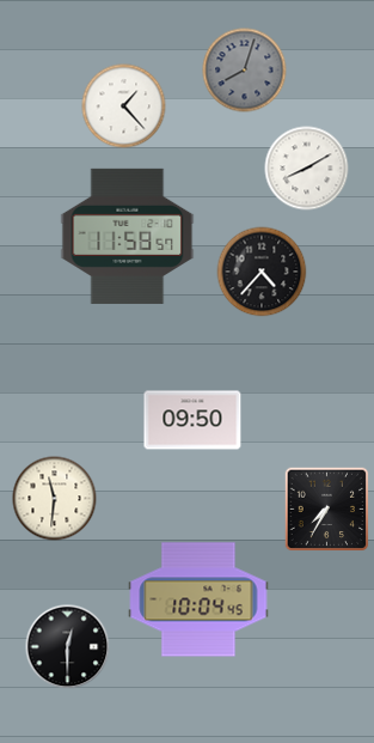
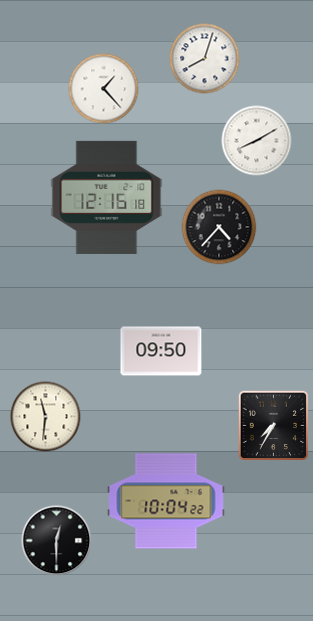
clock at (245, 71) dial: grey -> white
clock at (128, 236): 11:58 -> 12:16
clock at (198, 599): 10:04:45 -> 10:04:22
